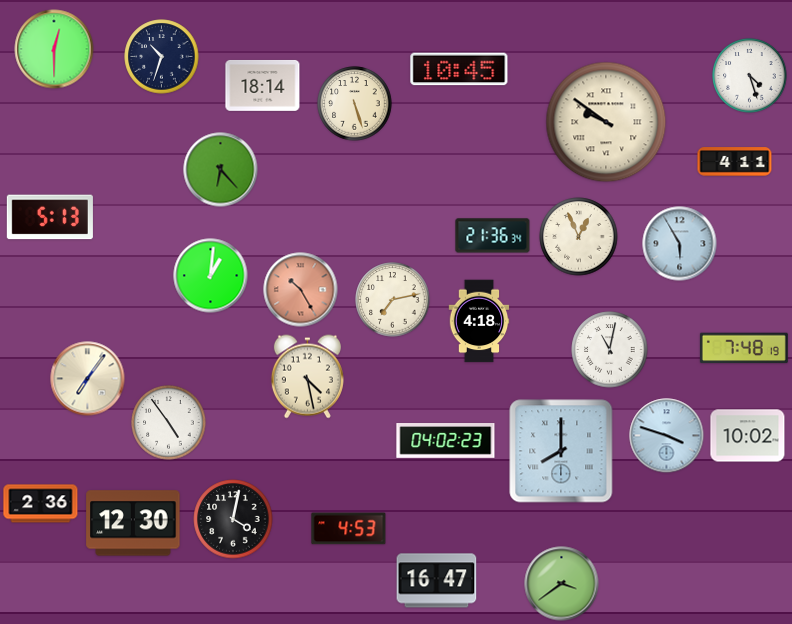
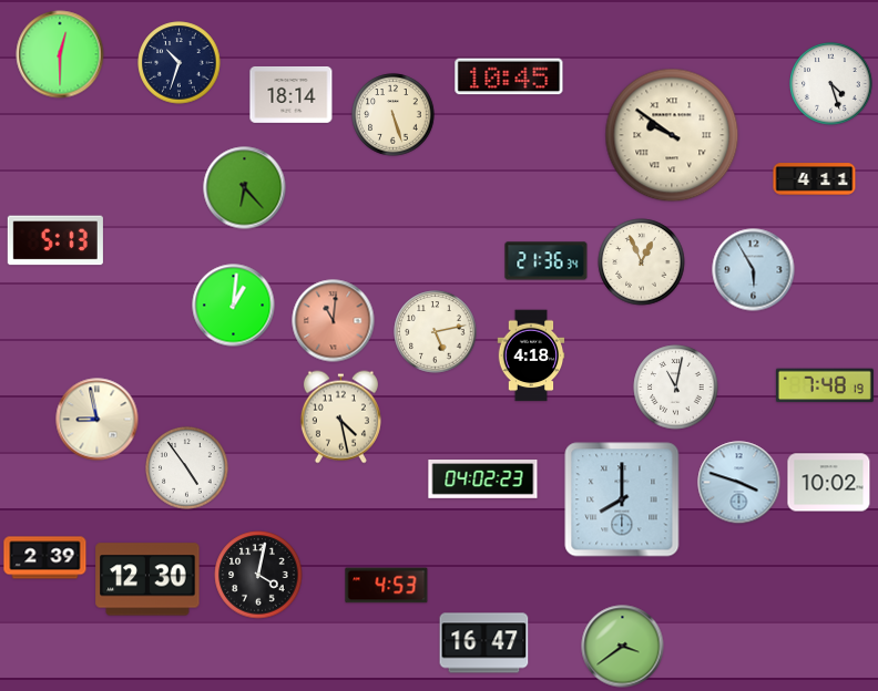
clock at (301, 290): 10:25 -> 11:01
clock at (393, 300): 7:13 -> 5:13
clock at (88, 379): 7:06 -> 8:58
clock at (446, 441) position: (446, 441) -> (483, 479)
clock at (41, 504): 2:36 -> 2:39
